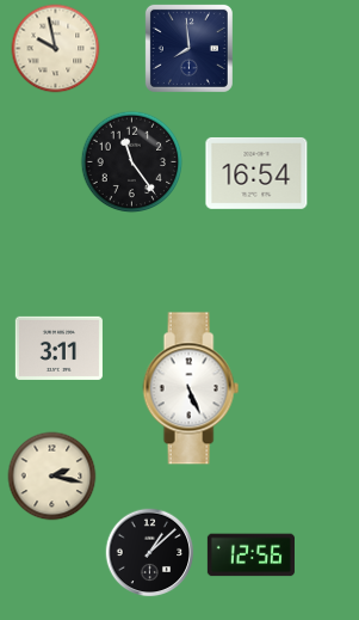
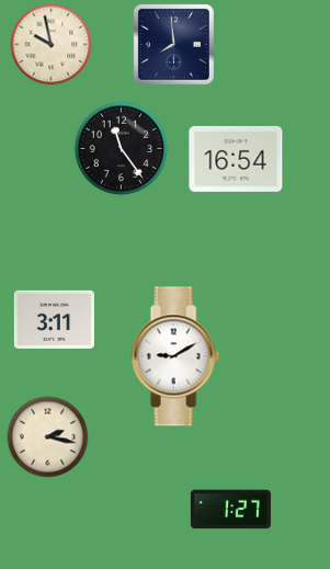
clock at (191, 388): 5:26 -> 9:10
clock at (150, 553): 1:08 -> none
clock at (250, 555): 12:56 -> 1:27
